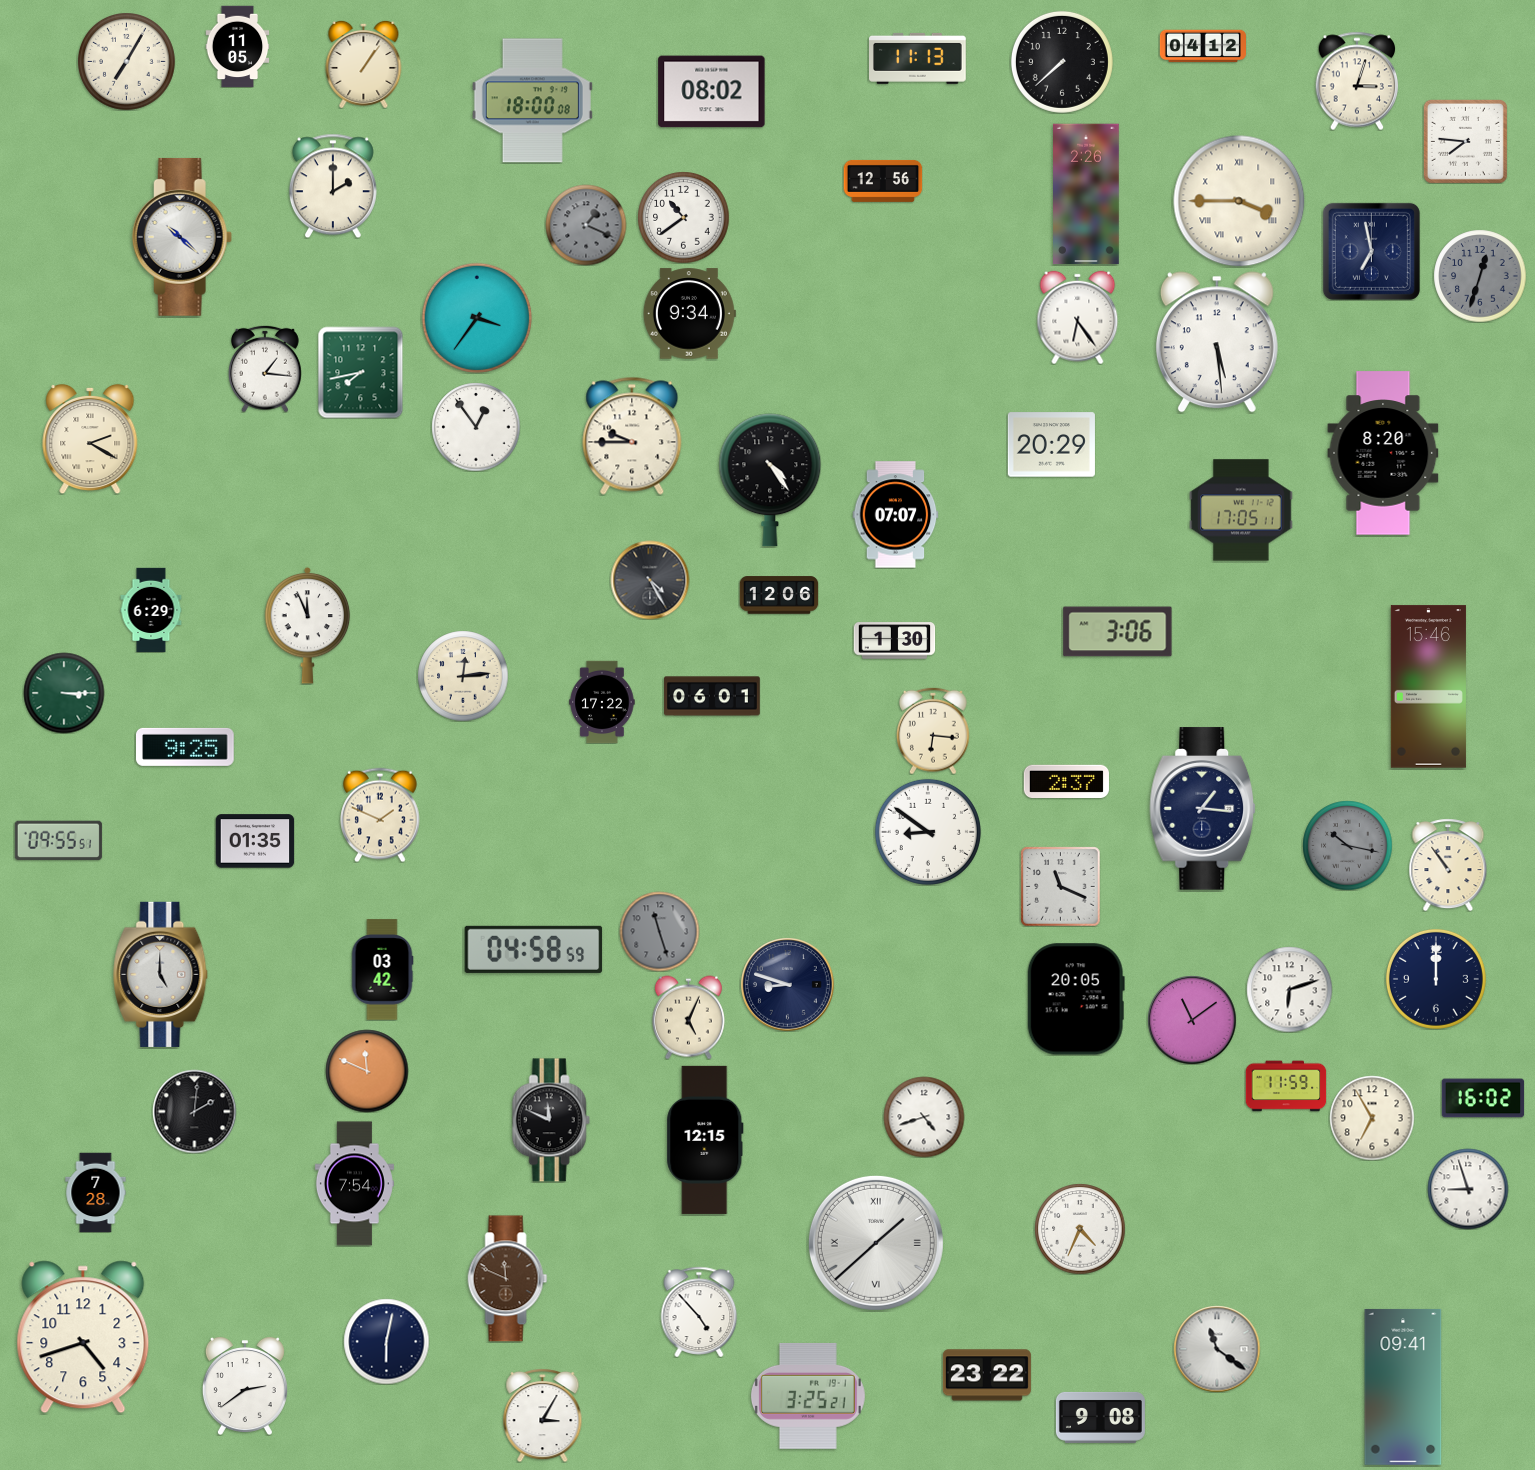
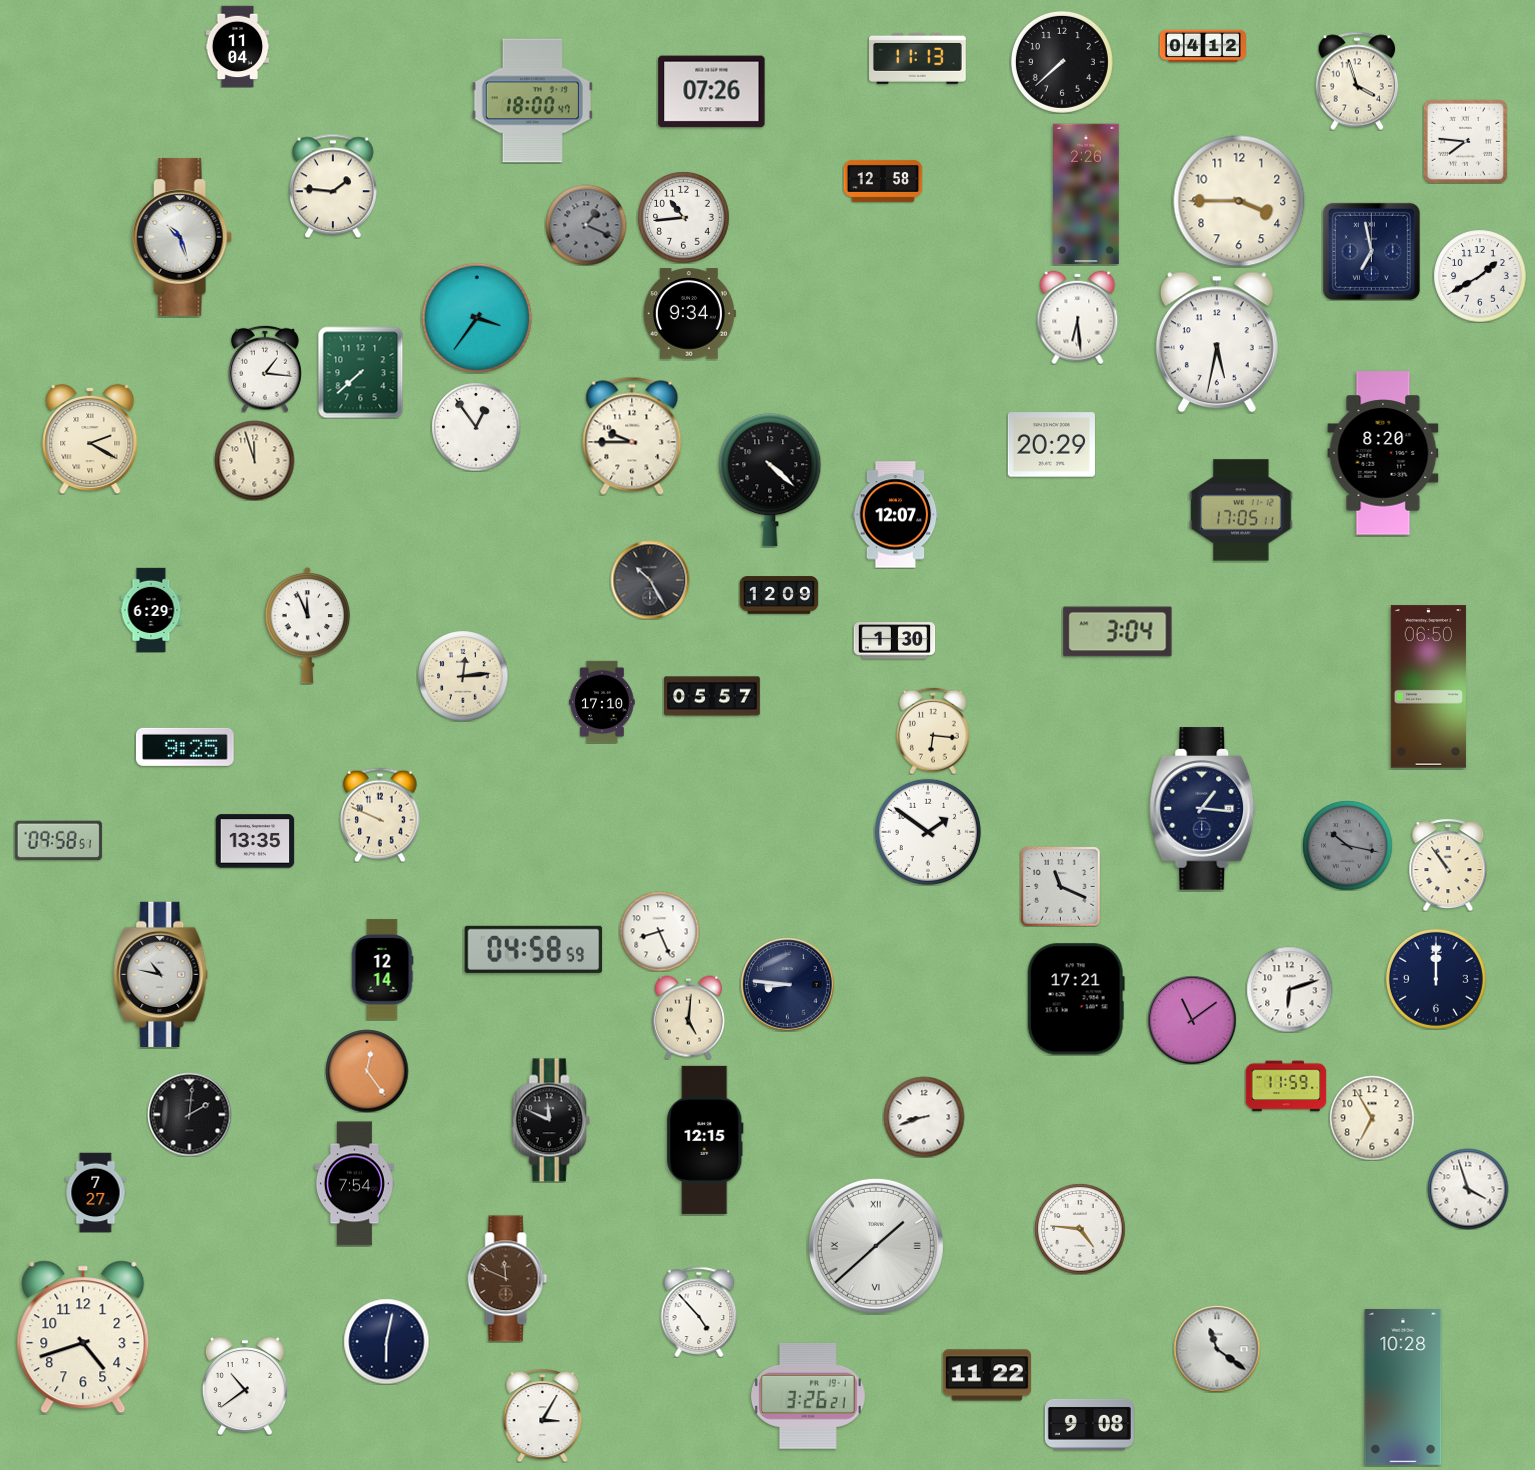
clock at (238, 46): 11:05 -> 11:04
clock at (127, 62): 7:05 -> none
clock at (364, 64): 1:06 -> none
clock at (1357, 81): 3:03 -> 3:57
clock at (712, 92): 08:02 -> 07:26
clock at (532, 101): 18:00:08 -> 18:00:47
clock at (883, 181): 12:56 -> 12:58
clock at (333, 186): 2:00 -> 1:46
clock at (1239, 201) numerals: Roman -> Arabic
clock at (683, 217): 10:39 -> 10:44
clock at (182, 237): 10:22 -> 10:27
clock at (1480, 276): 12:33 -> 1:40
clock at (1480, 276) dial: grey -> white
clock at (1078, 317): 6:24 -> 6:29
clock at (1217, 342): 5:29 -> 5:32
clock at (361, 372): 7:43 -> 7:38
clock at (254, 460): none -> 11:57
clock at (770, 480): 4:24 -> 4:22
clock at (896, 515): 07:07 -> 12:07
clock at (650, 580): 4:25 -> 10:25
clock at (779, 595): 12:06 -> 12:09
clock at (1118, 632): 3:06 -> 3:04
clock at (1428, 687): 15:46 -> 06:50
clock at (64, 693): 3:15 -> none
clock at (712, 696): 06:01 -> 05:57
clock at (602, 702): 17:22 -> 17:10
clock at (1066, 782): 2:37 -> none
clock at (380, 815): 1:49 -> 9:49
clock at (928, 832): 8:51 -> 1:51
clock at (58, 840): 09:55 -> 09:58
clock at (255, 841): 01:35 -> 13:35
clock at (659, 931): 11:27 -> 8:26
clock at (659, 931) dial: grey -> white
clock at (382, 970): 03:42 -> 12:14
clock at (161, 974): 5:00 -> 10:47
clock at (788, 985): 8:48 -> 8:46
clock at (1076, 999): 20:05 -> 17:21
clock at (688, 1017): 5:04 -> 5:01
clock at (367, 1071): 11:49 -> 12:24
clock at (1483, 1098): 16:02 -> none
clock at (194, 1111) position: (194, 1111) -> (189, 1114)
clock at (924, 1117): 4:42 -> 8:42
clock at (1468, 1189): 8:57 -> 3:57
clock at (96, 1192): 7:28 -> 7:27
clock at (1080, 1229): 4:34 -> 4:46
clock at (876, 1243) position: (876, 1243) -> (876, 1246)
clock at (987, 1375): 23:22 -> 11:22
clock at (245, 1386): 2:39 -> 10:39
clock at (1403, 1387): 09:41 -> 10:28
clock at (808, 1396): 3:25 -> 3:26
clock at (1100, 1417) position: (1100, 1417) -> (1089, 1424)
